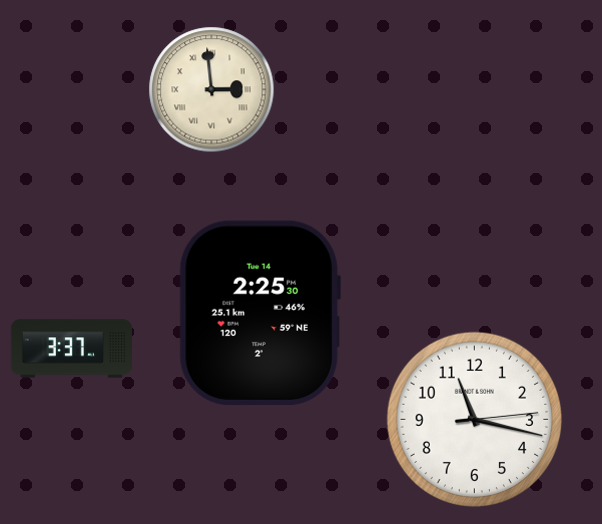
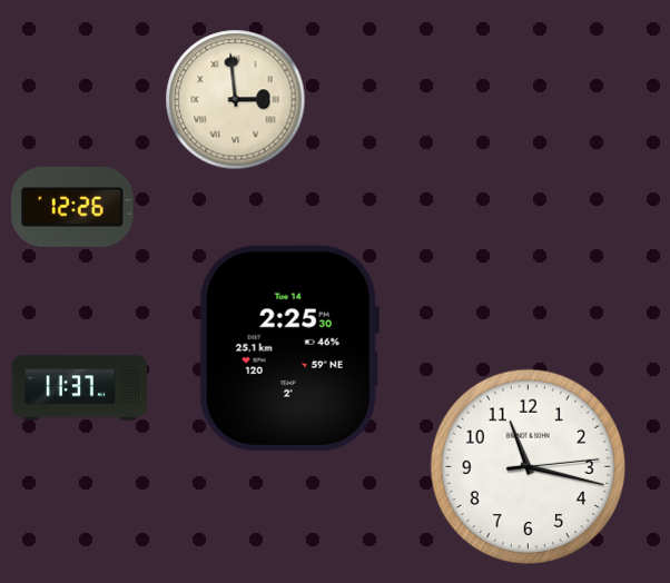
clock at (72, 207): none -> 12:26
clock at (71, 349): 3:37 -> 11:37
